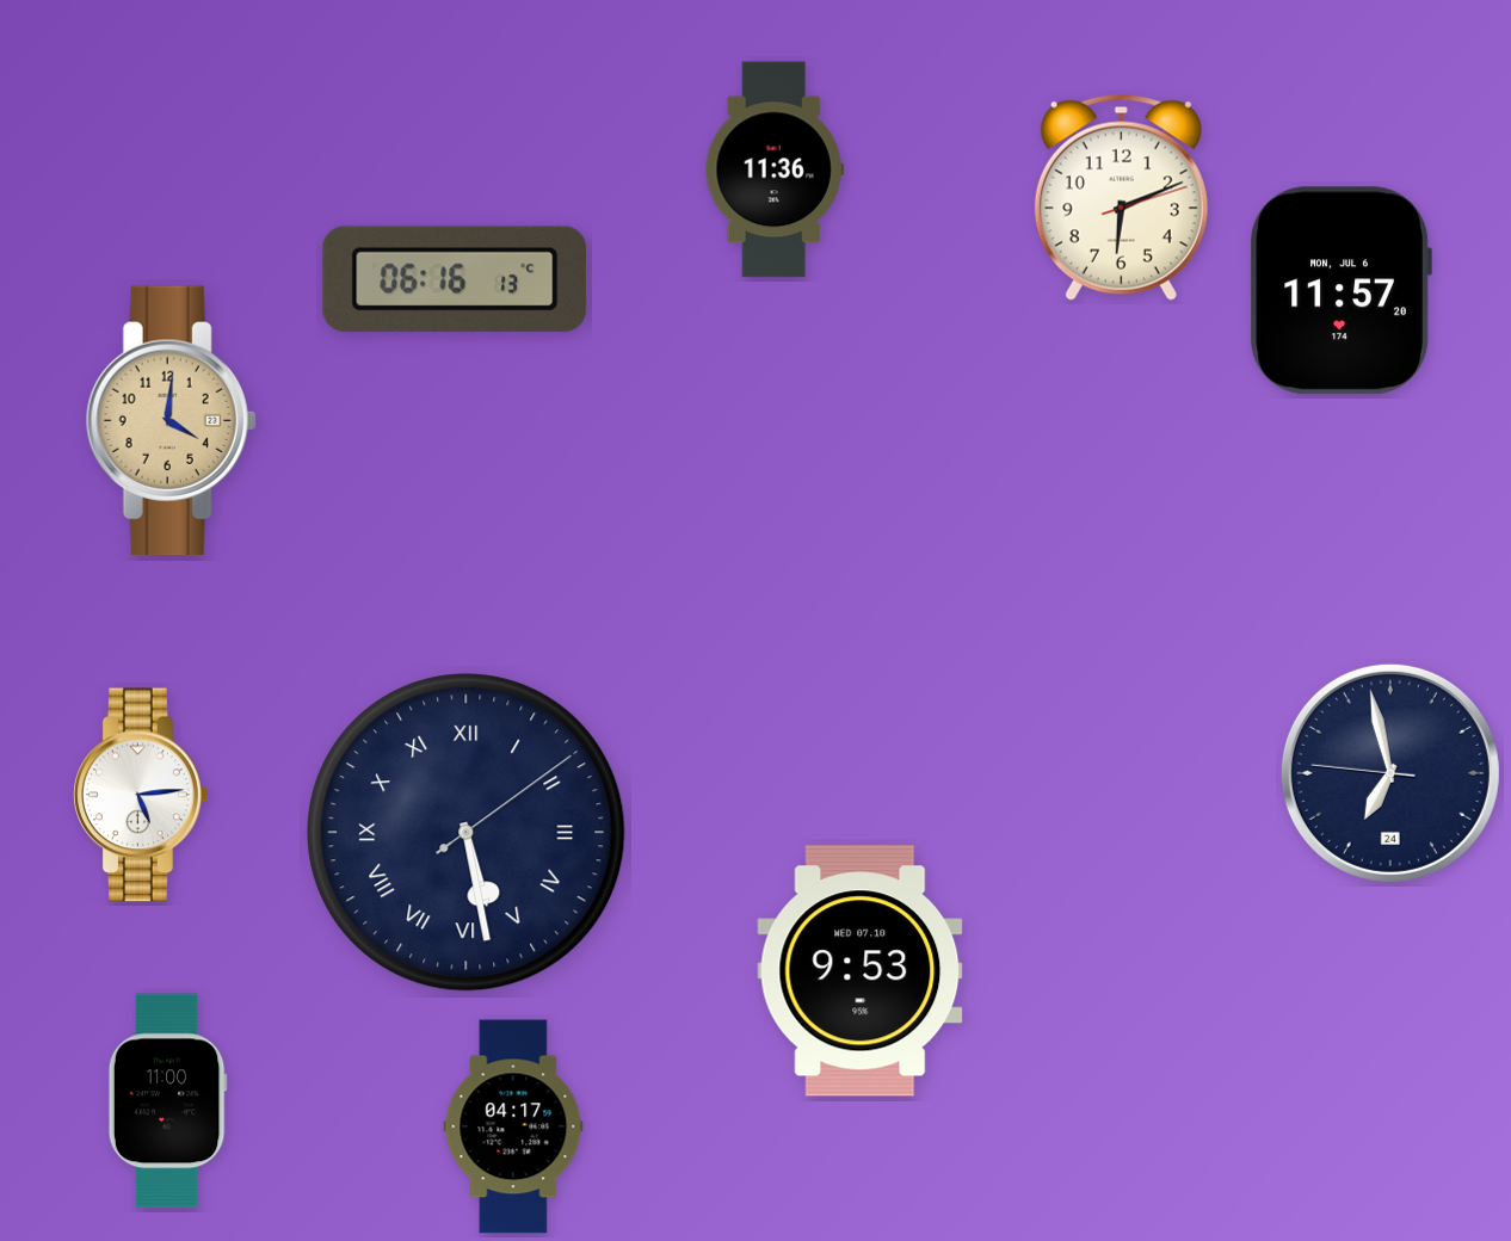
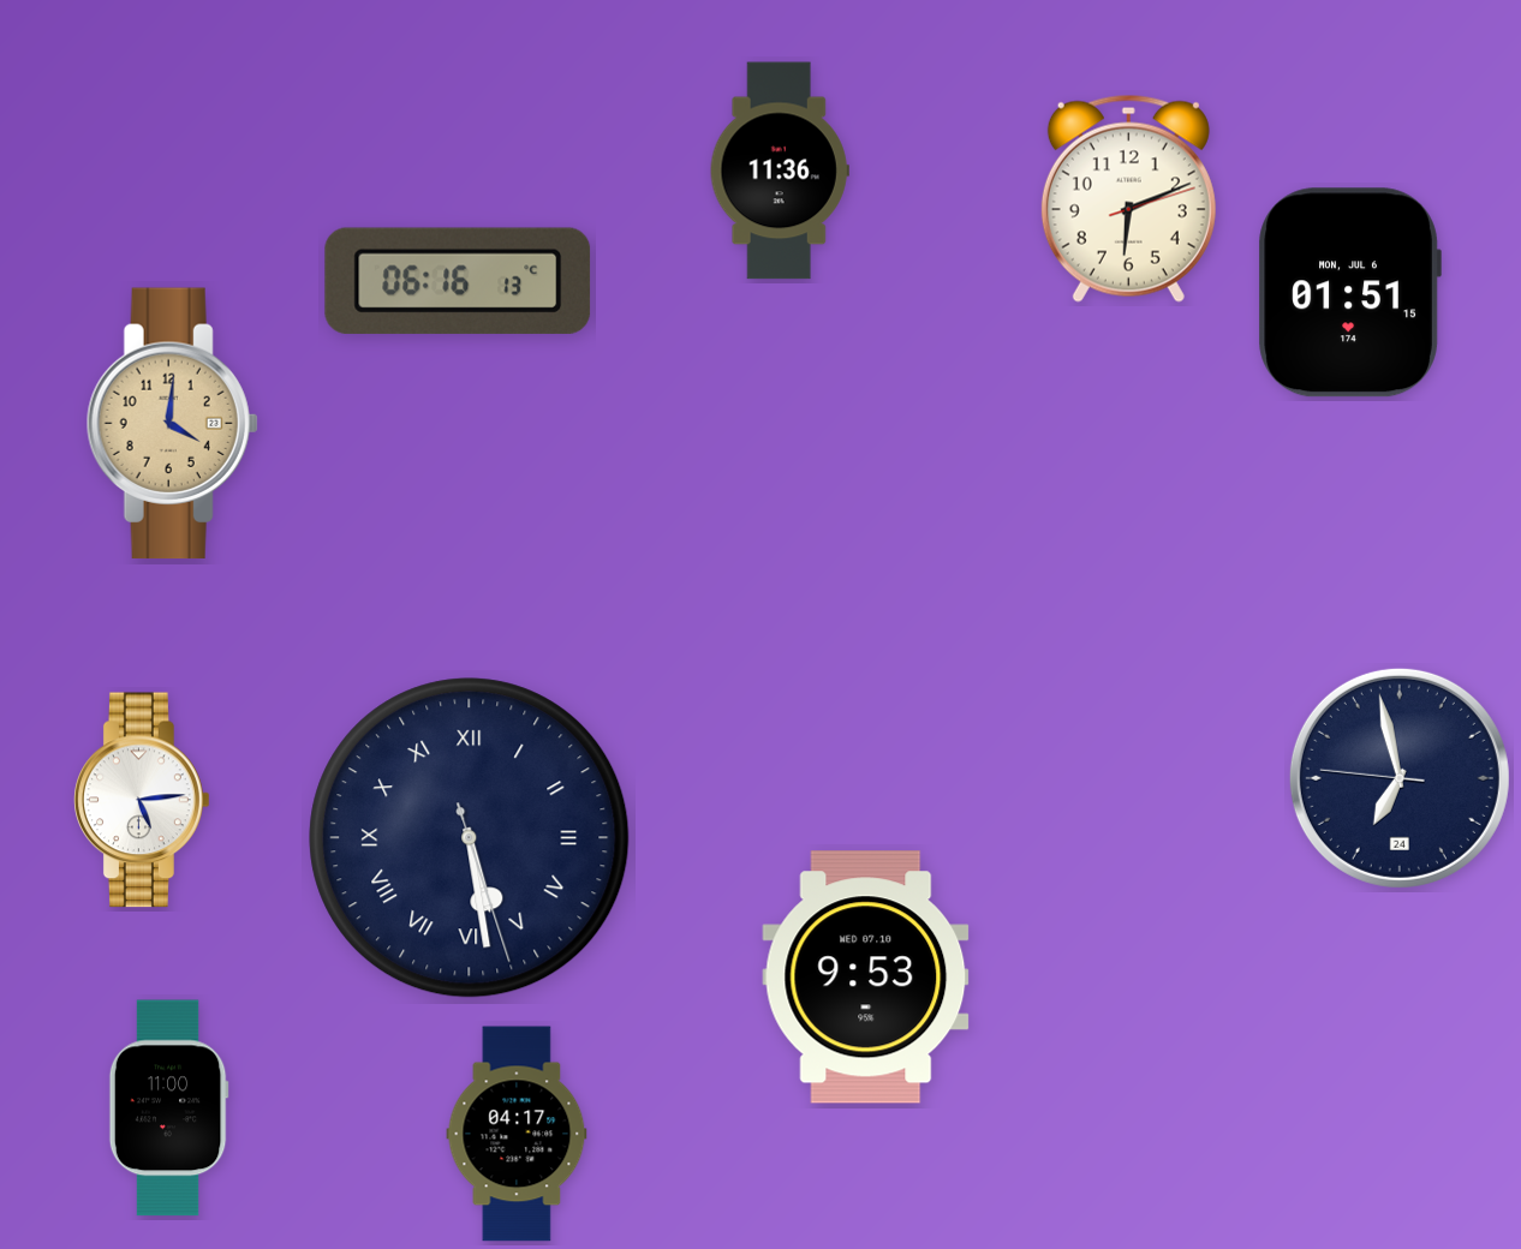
clock at (1340, 291): 11:57 -> 01:51
clock at (467, 833): 5:28:09 -> 5:28:27
